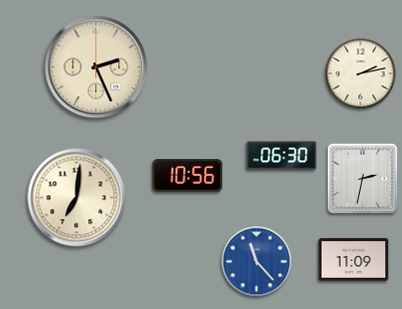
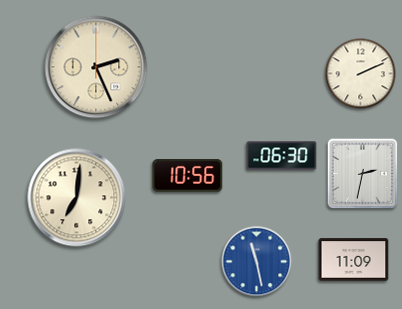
clock at (361, 74): 2:13 -> 2:11
clock at (363, 179) position: (363, 179) -> (363, 174)
clock at (257, 262): 11:23 -> 11:28
